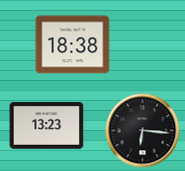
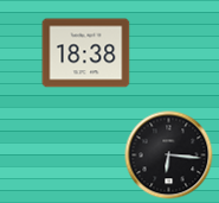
clock at (47, 126): 13:23 -> none
